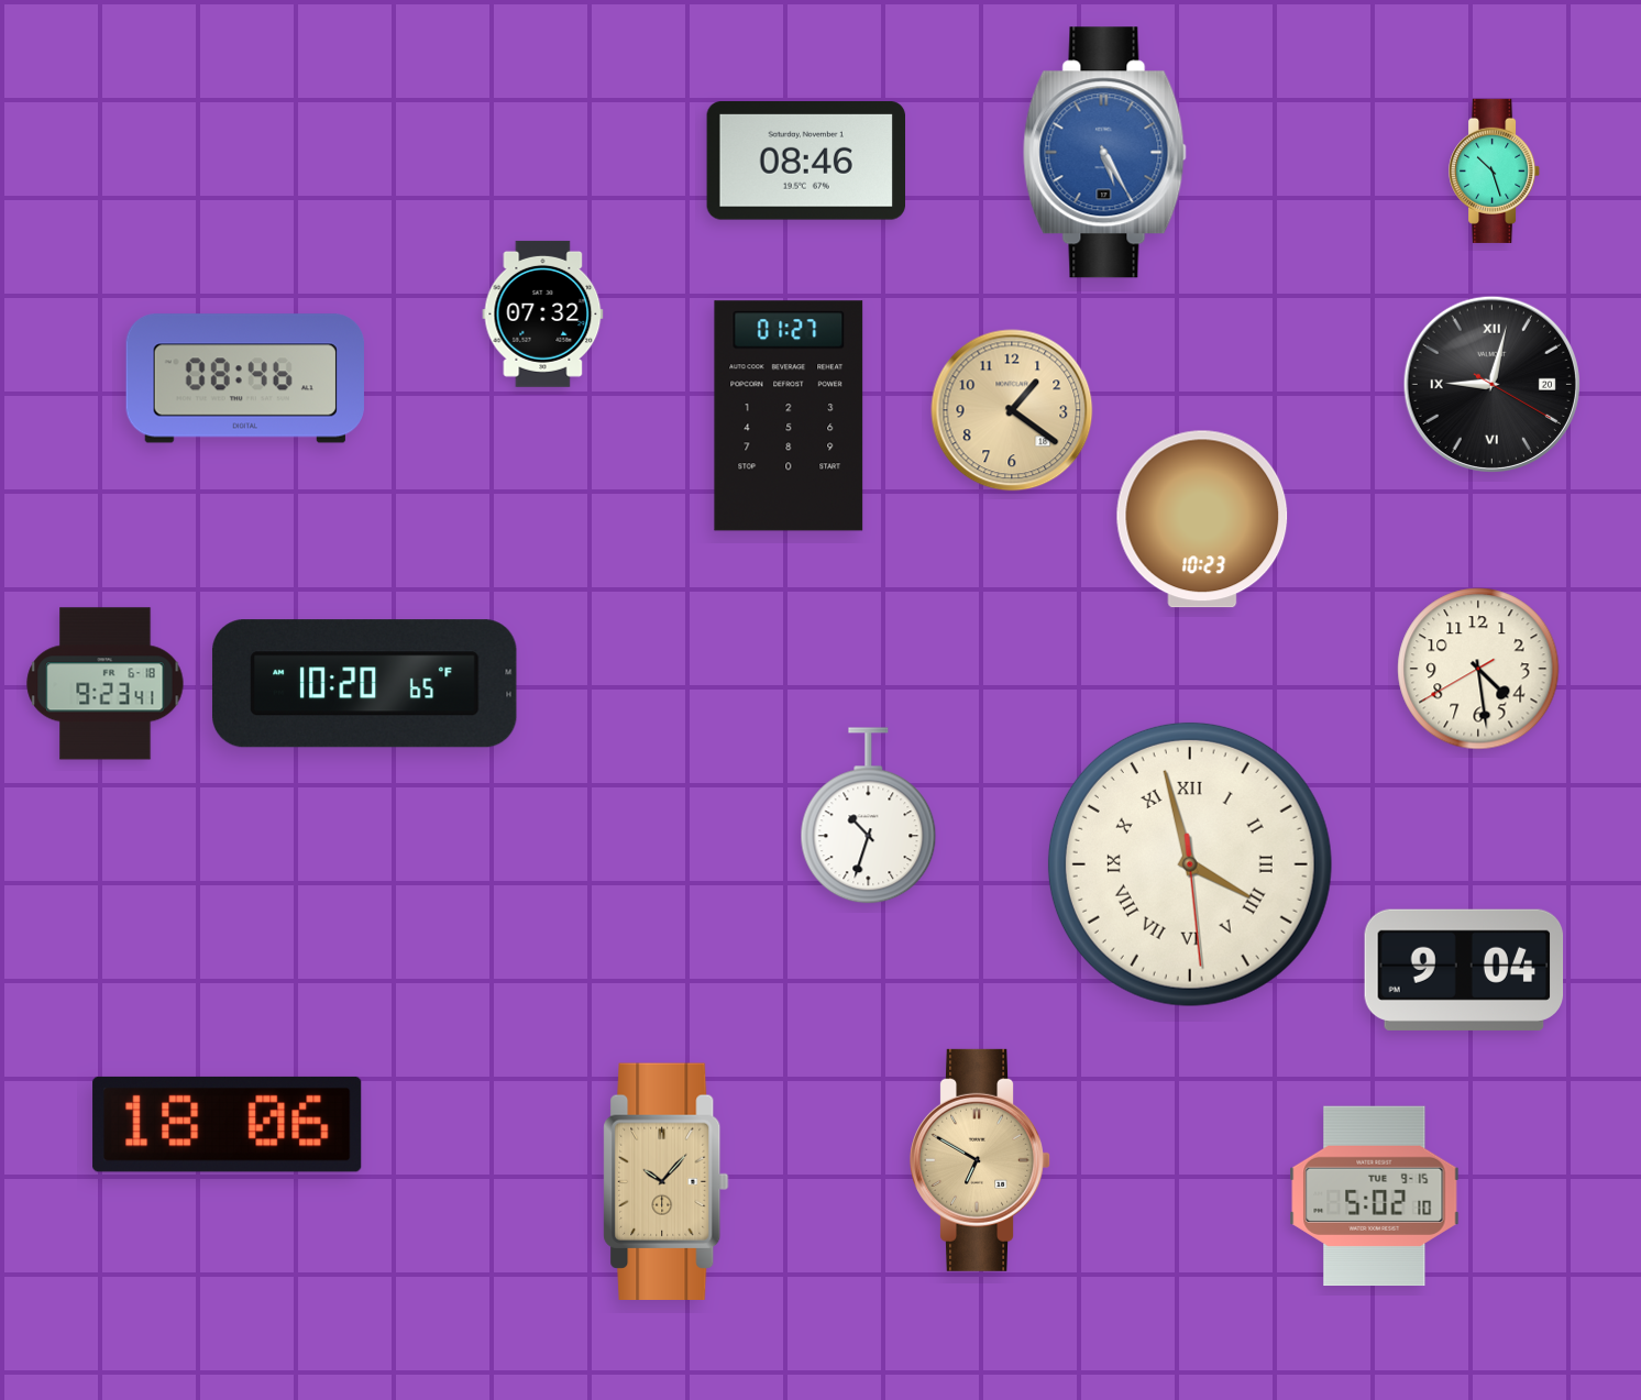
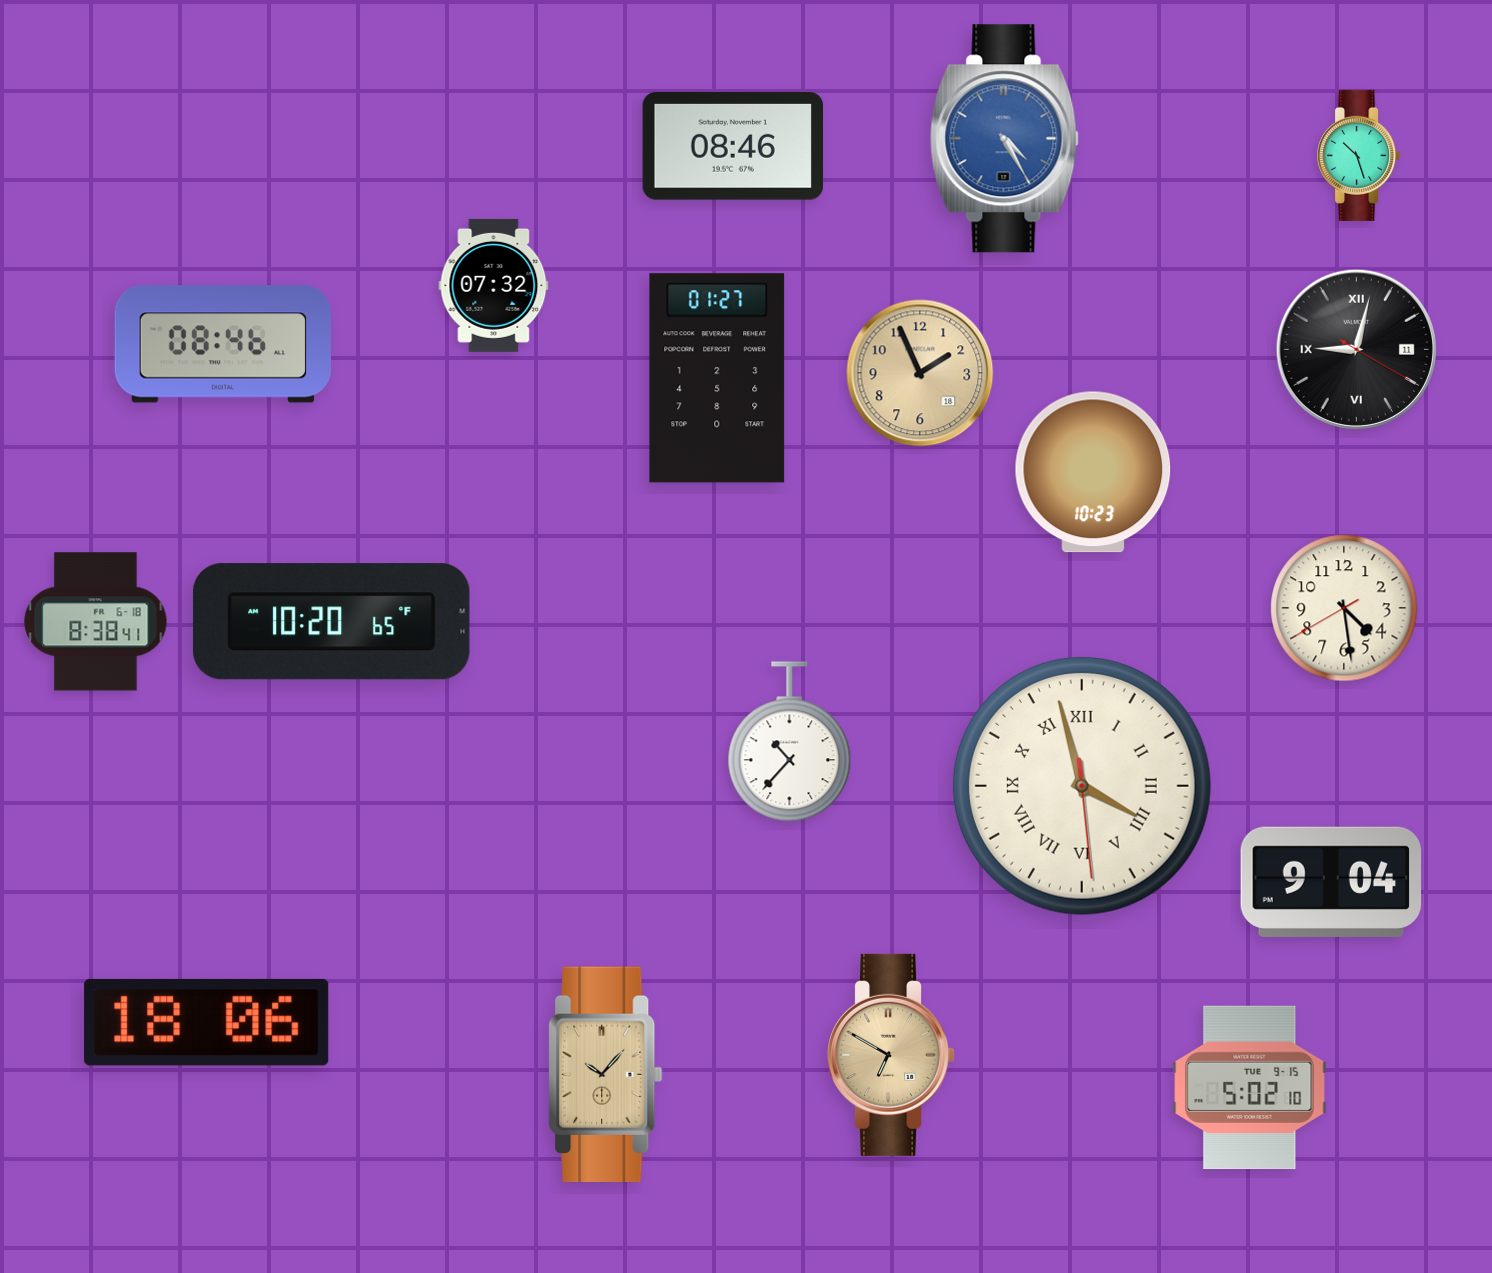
clock at (1104, 153): 5:25 -> 4:25
clock at (1491, 384) date: 20 -> 11
clock at (1012, 410): 1:21 -> 1:56
clock at (106, 684): 9:23 -> 8:38
clock at (869, 816): 10:33 -> 10:37
